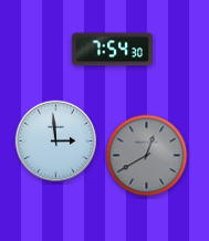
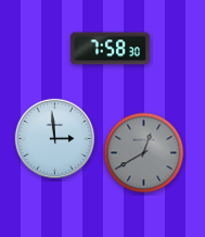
clock at (112, 50): 7:54 -> 7:58
